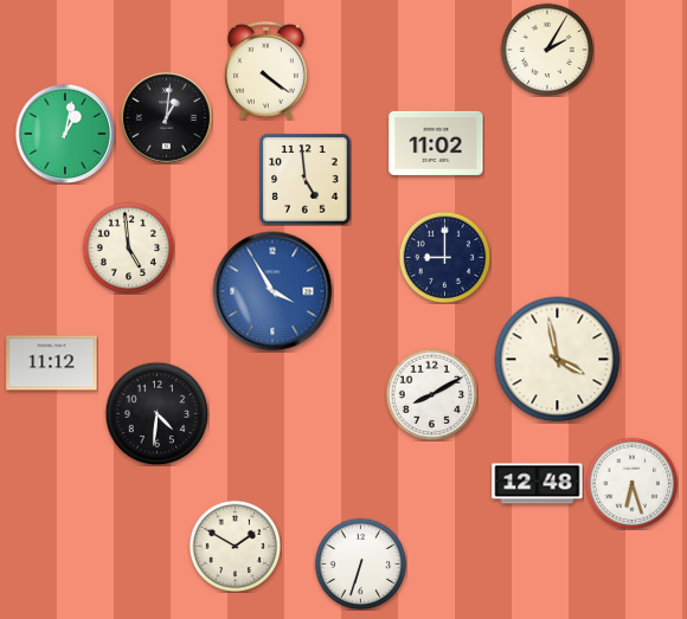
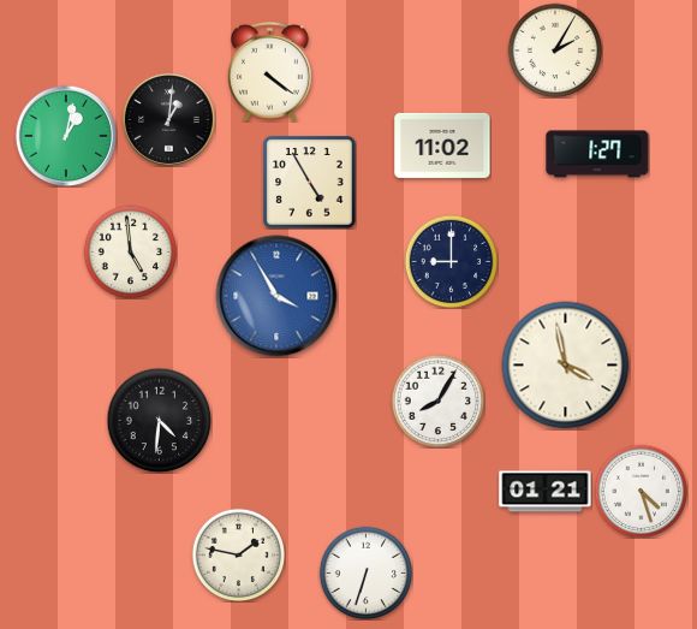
clock at (597, 154): none -> 1:27
clock at (306, 180): 4:59 -> 4:55
clock at (52, 363): 11:12 -> none
clock at (431, 394): 8:10 -> 8:05
clock at (631, 483): 6:27 -> 4:27
clock at (538, 484): 12:48 -> 01:21
clock at (235, 546): 1:50 -> 1:47
